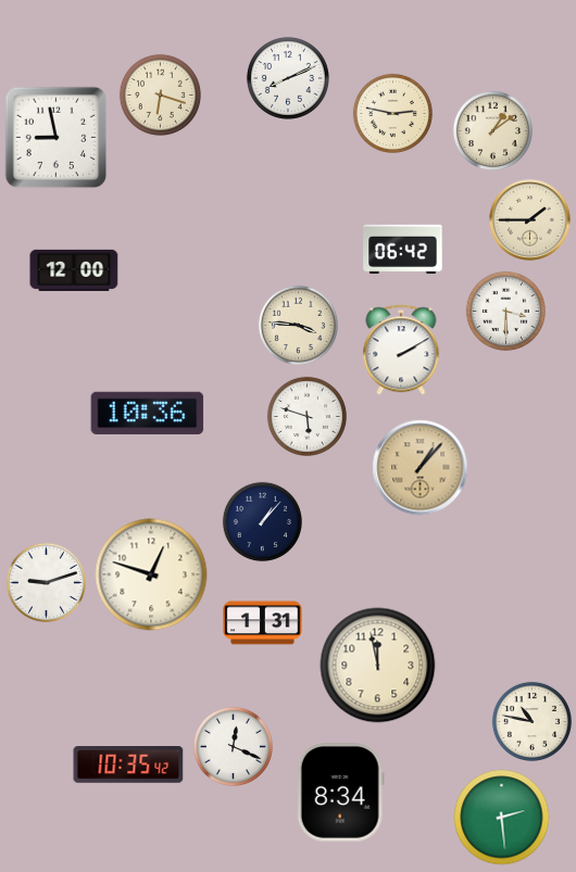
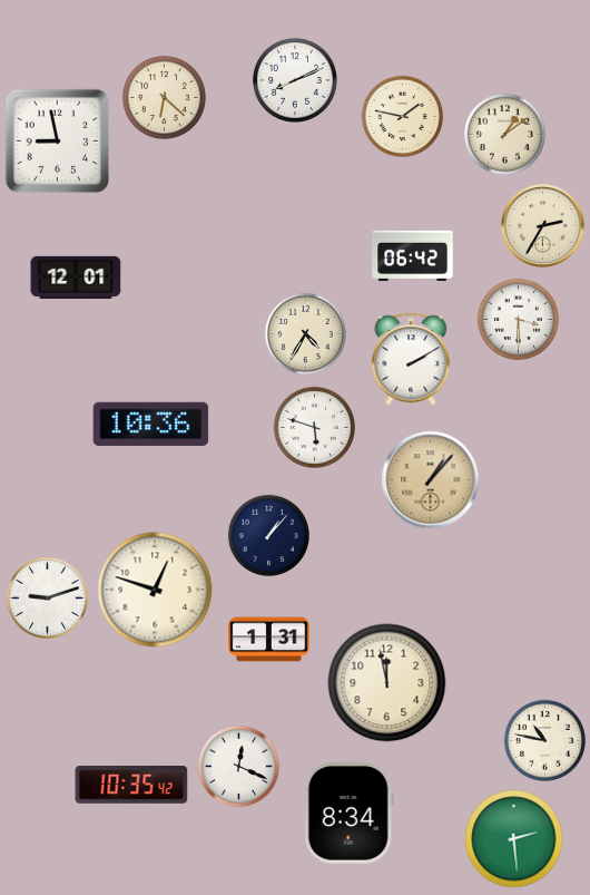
clock at (160, 94): 6:18 -> 6:22
clock at (392, 113): 2:47 -> 1:47
clock at (530, 220): 1:45 -> 2:35
clock at (74, 270): 12:00 -> 12:01
clock at (298, 325): 3:46 -> 4:35
